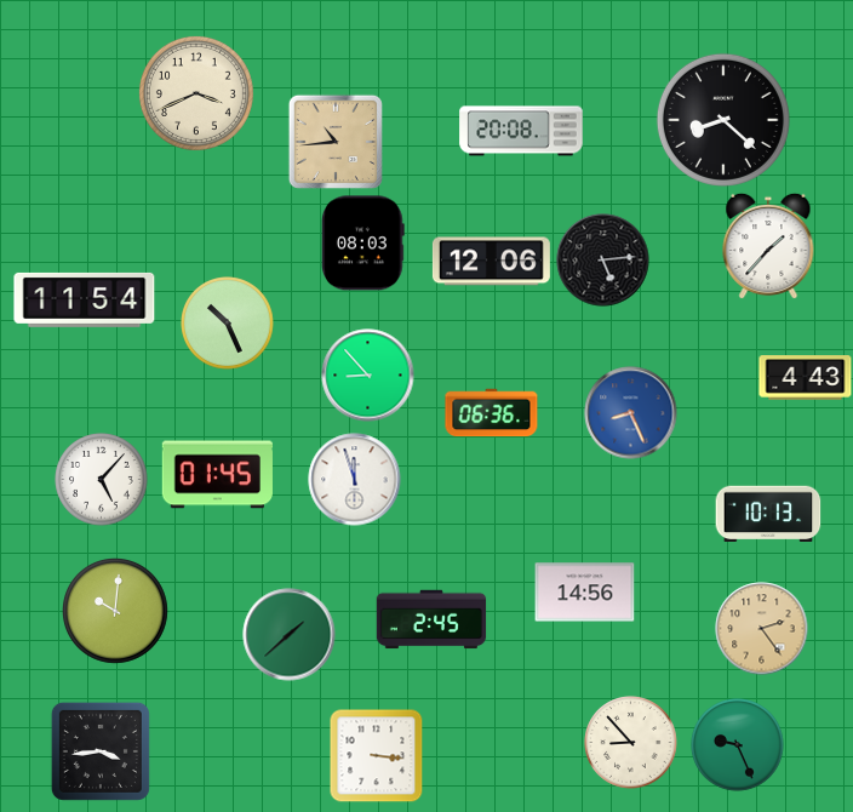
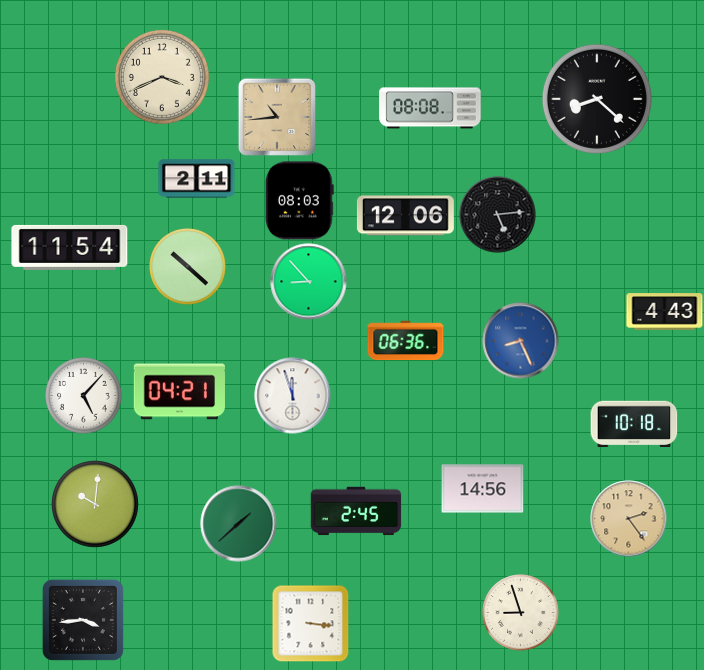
clock at (521, 131): 20:08 -> 08:08
clock at (197, 179): none -> 2:11
clock at (768, 246): 1:37 -> none
clock at (228, 324): 10:26 -> 10:22
clock at (368, 376) position: (368, 376) -> (309, 282)
clock at (217, 475): 01:45 -> 04:21
clock at (768, 513): 10:13 -> 10:18
clock at (631, 743): 8:53 -> 8:57
clock at (738, 745): 9:26 -> none
